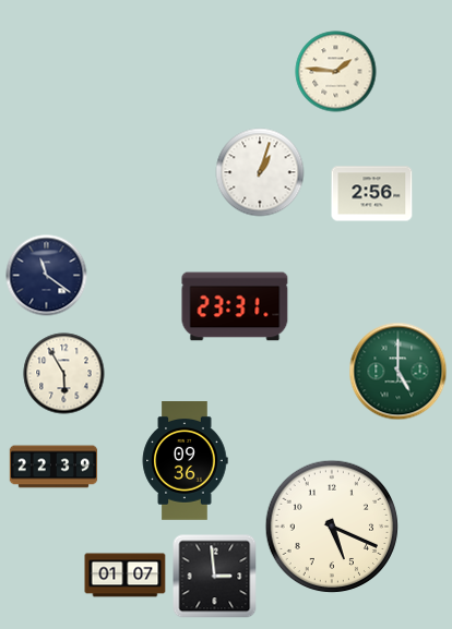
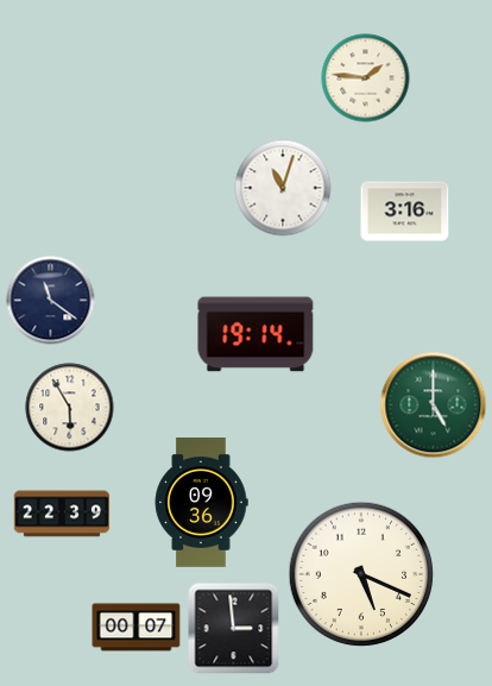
clock at (260, 172): 1:03 -> 11:03
clock at (372, 194): 2:56 -> 3:16
clock at (235, 306): 23:31 -> 19:14
clock at (53, 467) position: (53, 467) -> (62, 514)
clock at (126, 576): 01:07 -> 00:07
